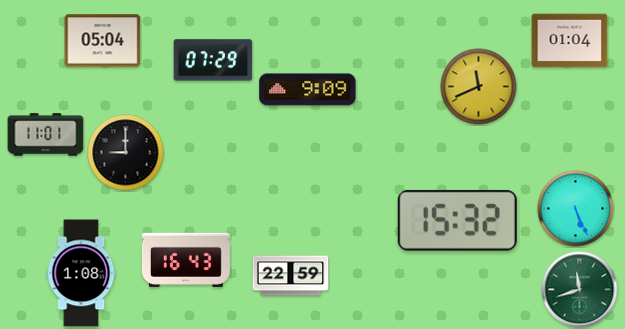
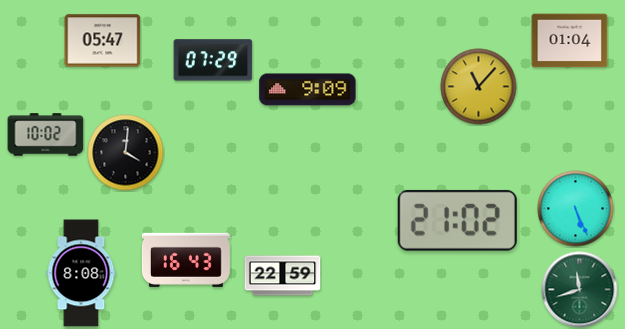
clock at (103, 41): 05:04 -> 05:47
clock at (479, 87): 11:41 -> 11:07
clock at (46, 135): 11:01 -> 10:02
clock at (126, 153): 9:00 -> 4:01
clock at (457, 220): 15:32 -> 21:02
clock at (81, 273): 1:08 -> 8:08
clock at (291, 276) position: (291, 276) -> (283, 276)
